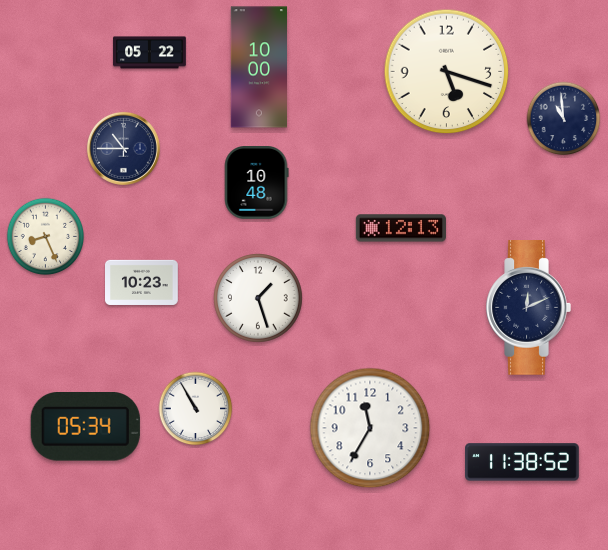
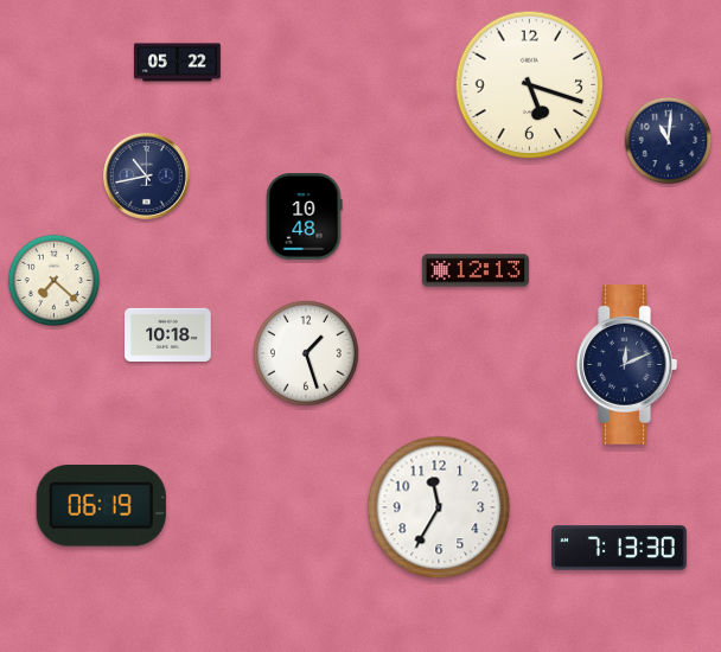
clock at (259, 67): 10:00 -> none
clock at (564, 119): 10:59 -> 11:01
clock at (123, 148): 10:45 -> 10:43
clock at (46, 237): 8:26 -> 7:22
clock at (142, 282): 10:23 -> 10:18
clock at (196, 409): 10:55 -> none
clock at (85, 427): 05:34 -> 06:19
clock at (522, 462): 11:38 -> 7:13
